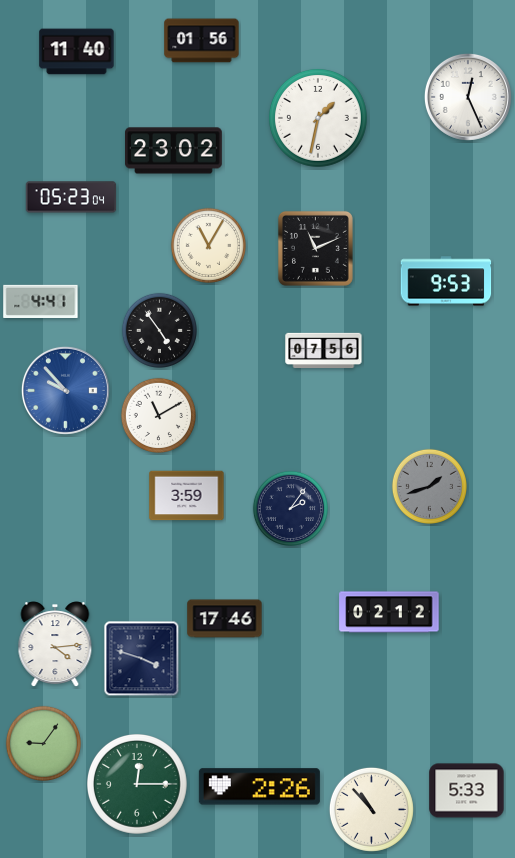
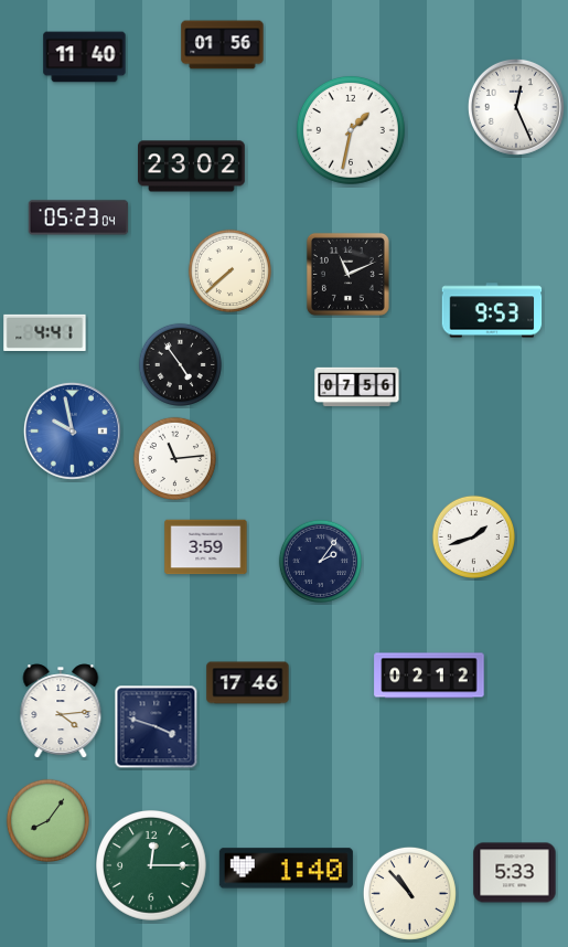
clock at (208, 245): 11:05 -> 7:38
clock at (159, 330) position: (159, 330) -> (180, 364)
clock at (65, 390): 9:53 -> 9:58
clock at (158, 415): 11:10 -> 11:14
clock at (429, 486) dial: grey -> white
clock at (43, 743): 9:06 -> 8:06
clock at (259, 787): 2:26 -> 1:40
